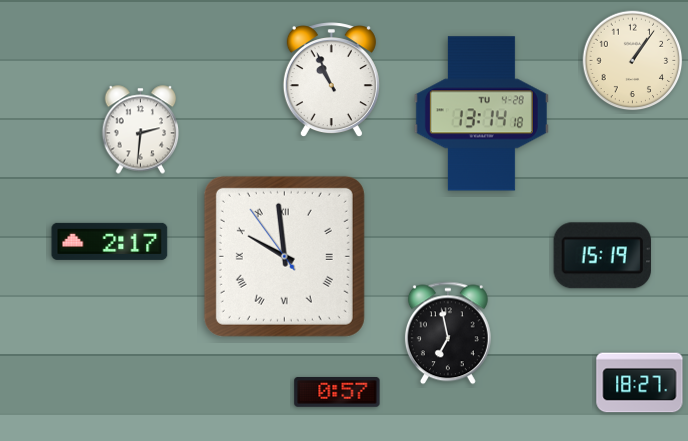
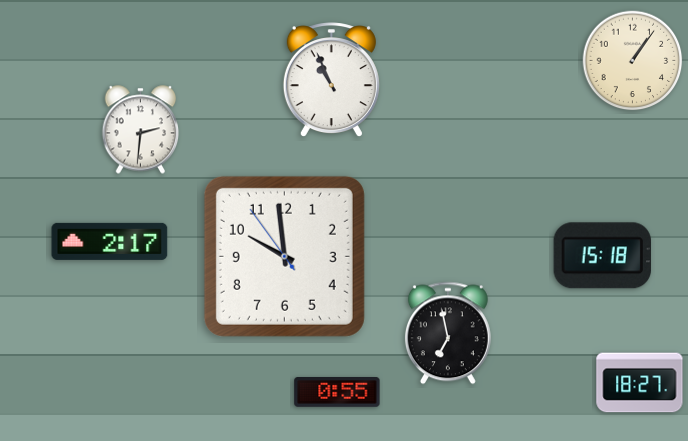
clock at (481, 114): 13:14 -> none
clock at (284, 256) numerals: Roman -> Arabic
clock at (602, 256): 15:19 -> 15:18
clock at (337, 393): 0:57 -> 0:55
